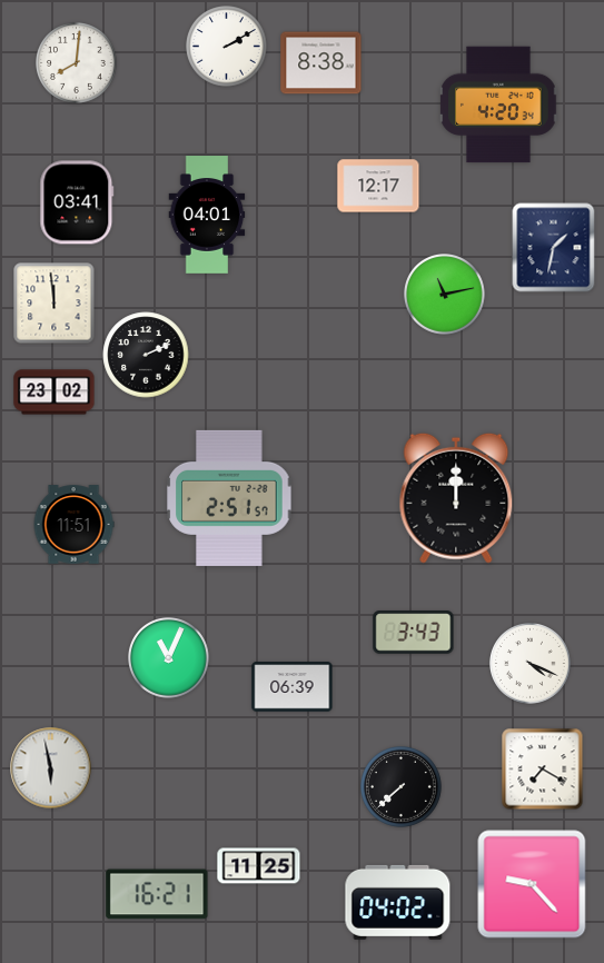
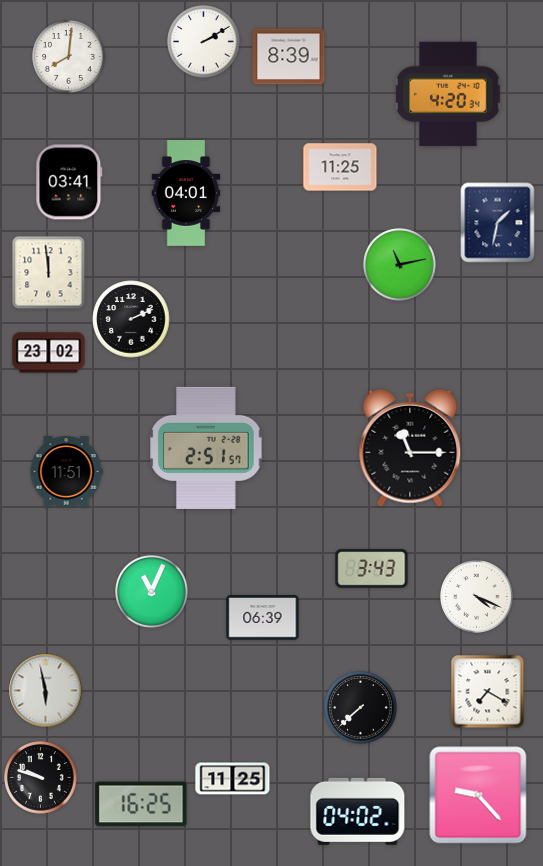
clock at (321, 63): 8:38 -> 8:39
clock at (378, 186): 12:17 -> 11:25
clock at (456, 498): 12:00 -> 11:15
clock at (41, 778): none -> 9:48
clock at (157, 894): 16:21 -> 16:25
